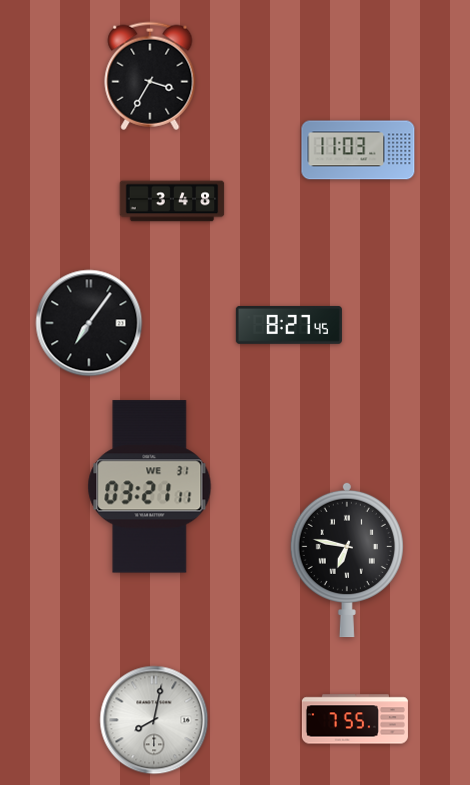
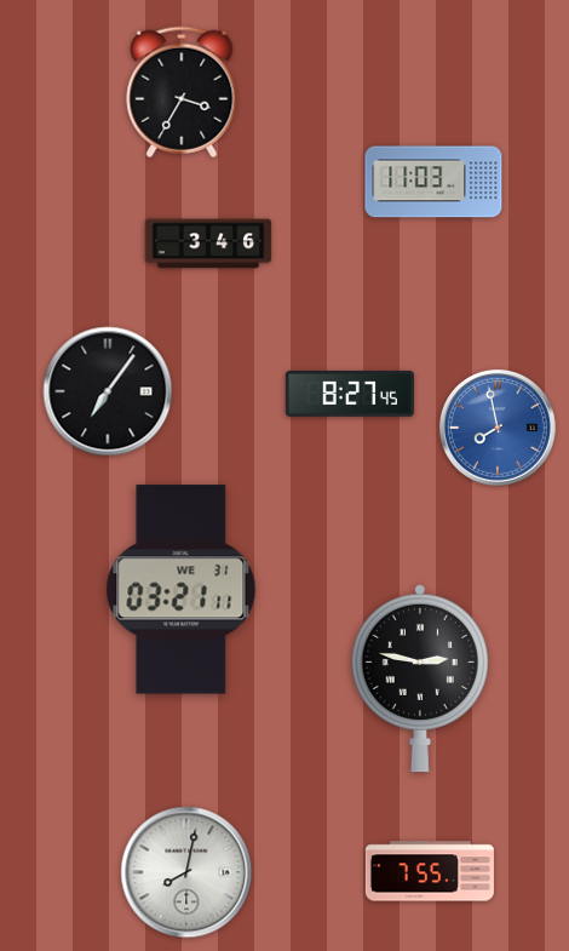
clock at (172, 201): 3:48 -> 3:46
clock at (498, 428): none -> 7:58
clock at (347, 560): 6:47 -> 2:47
